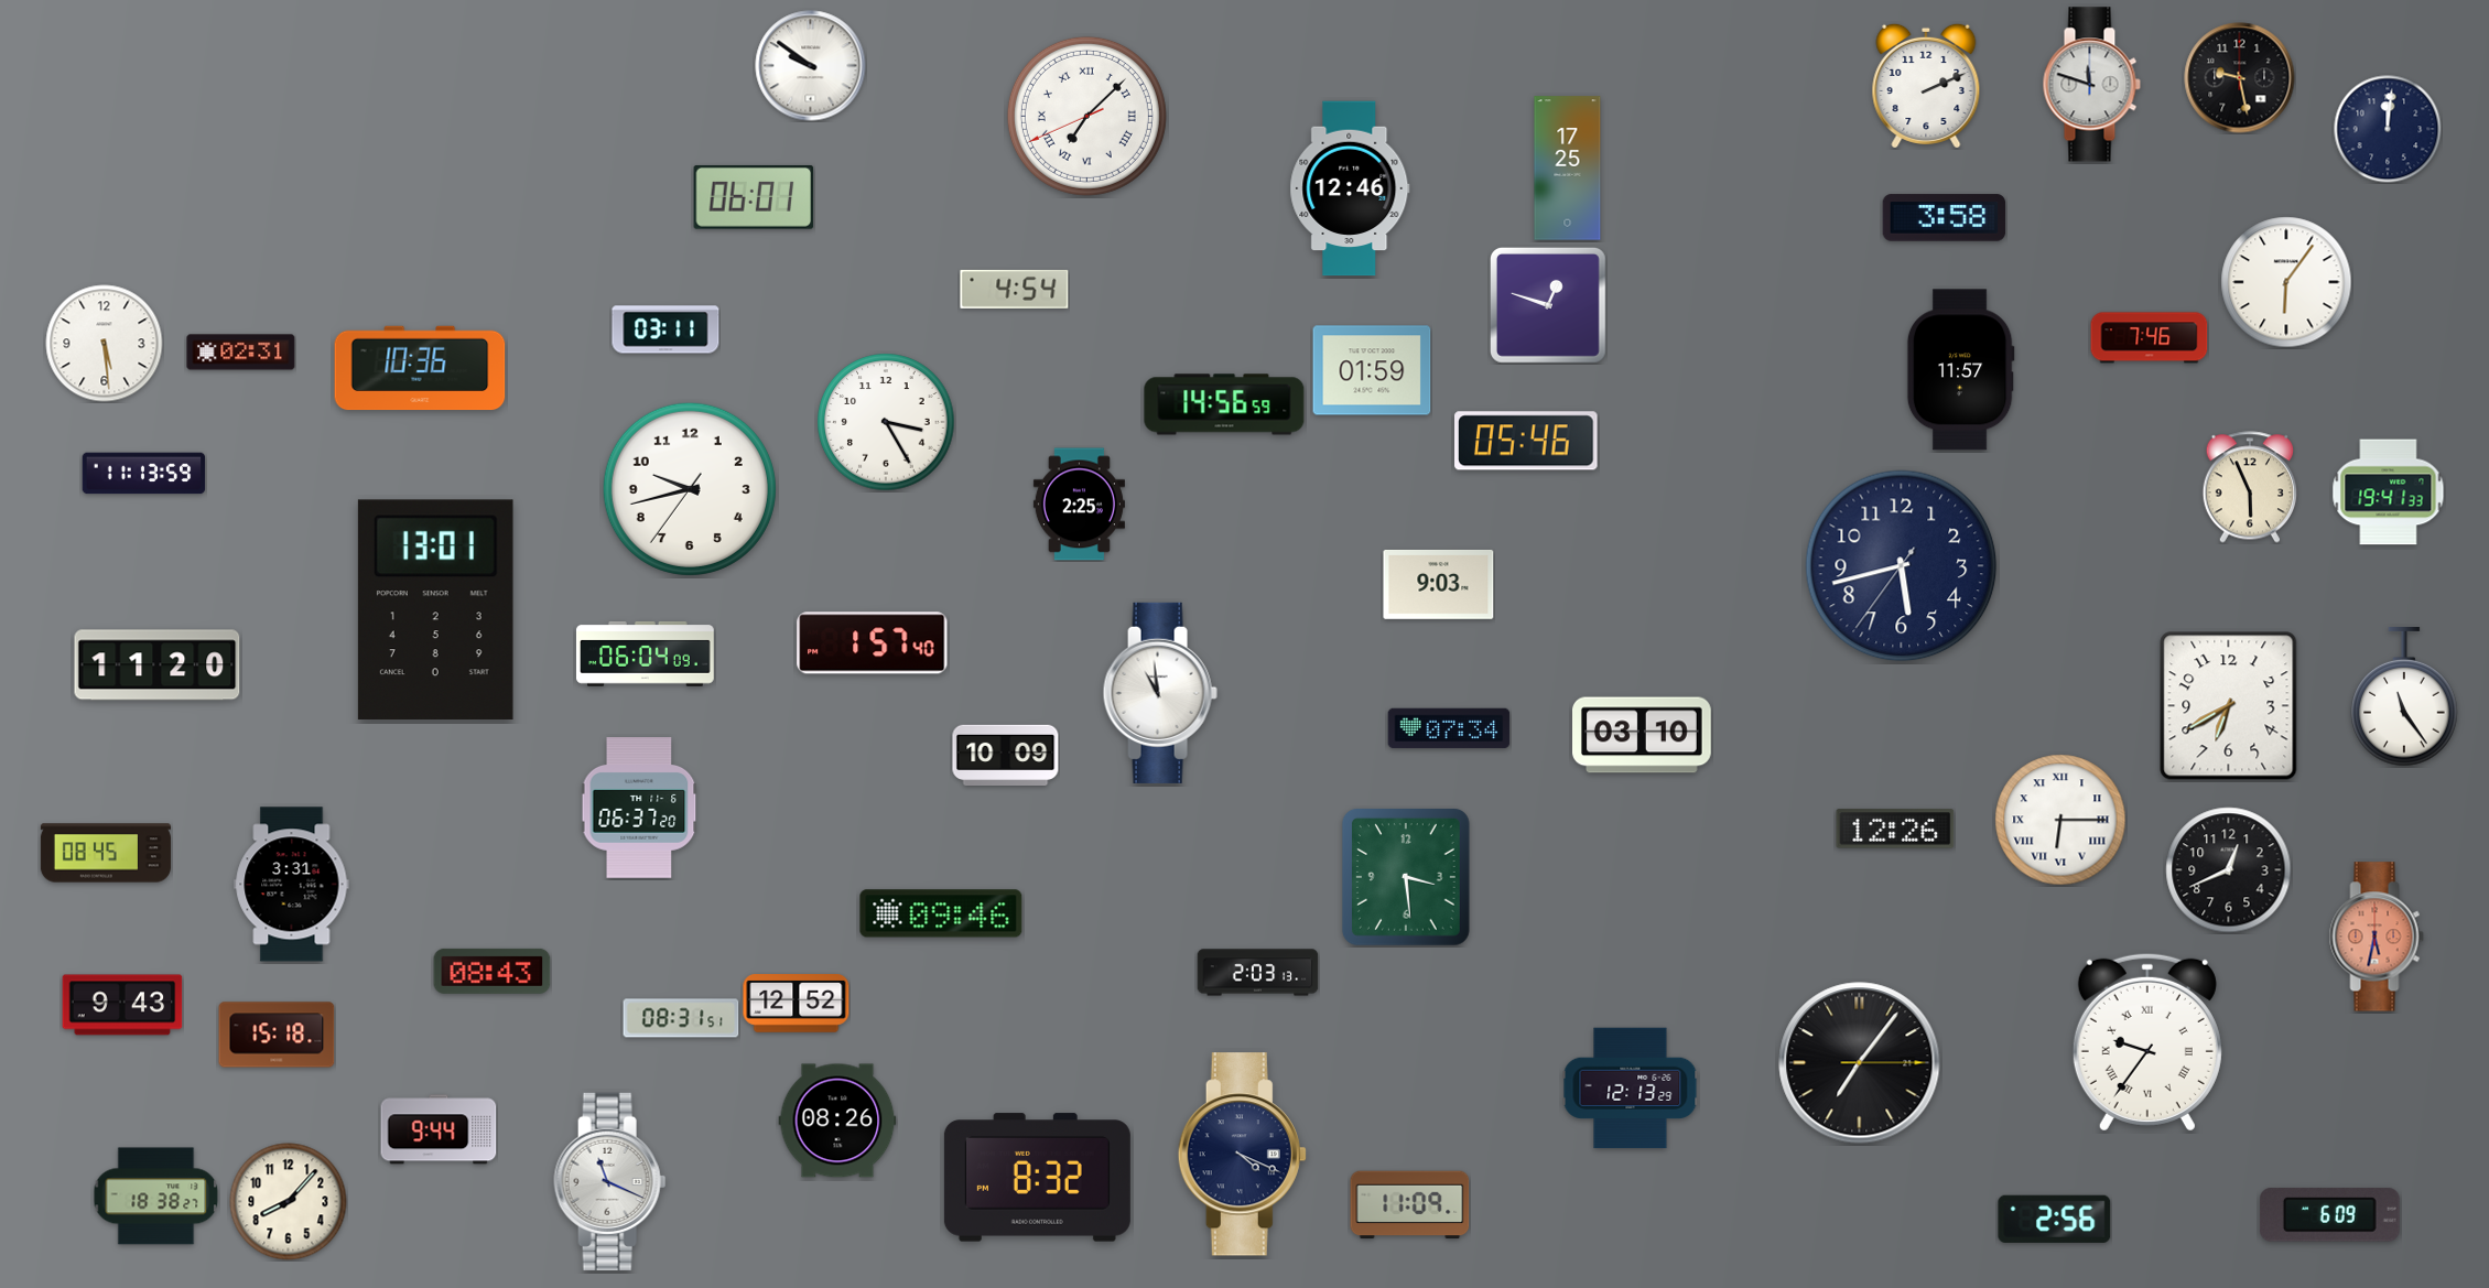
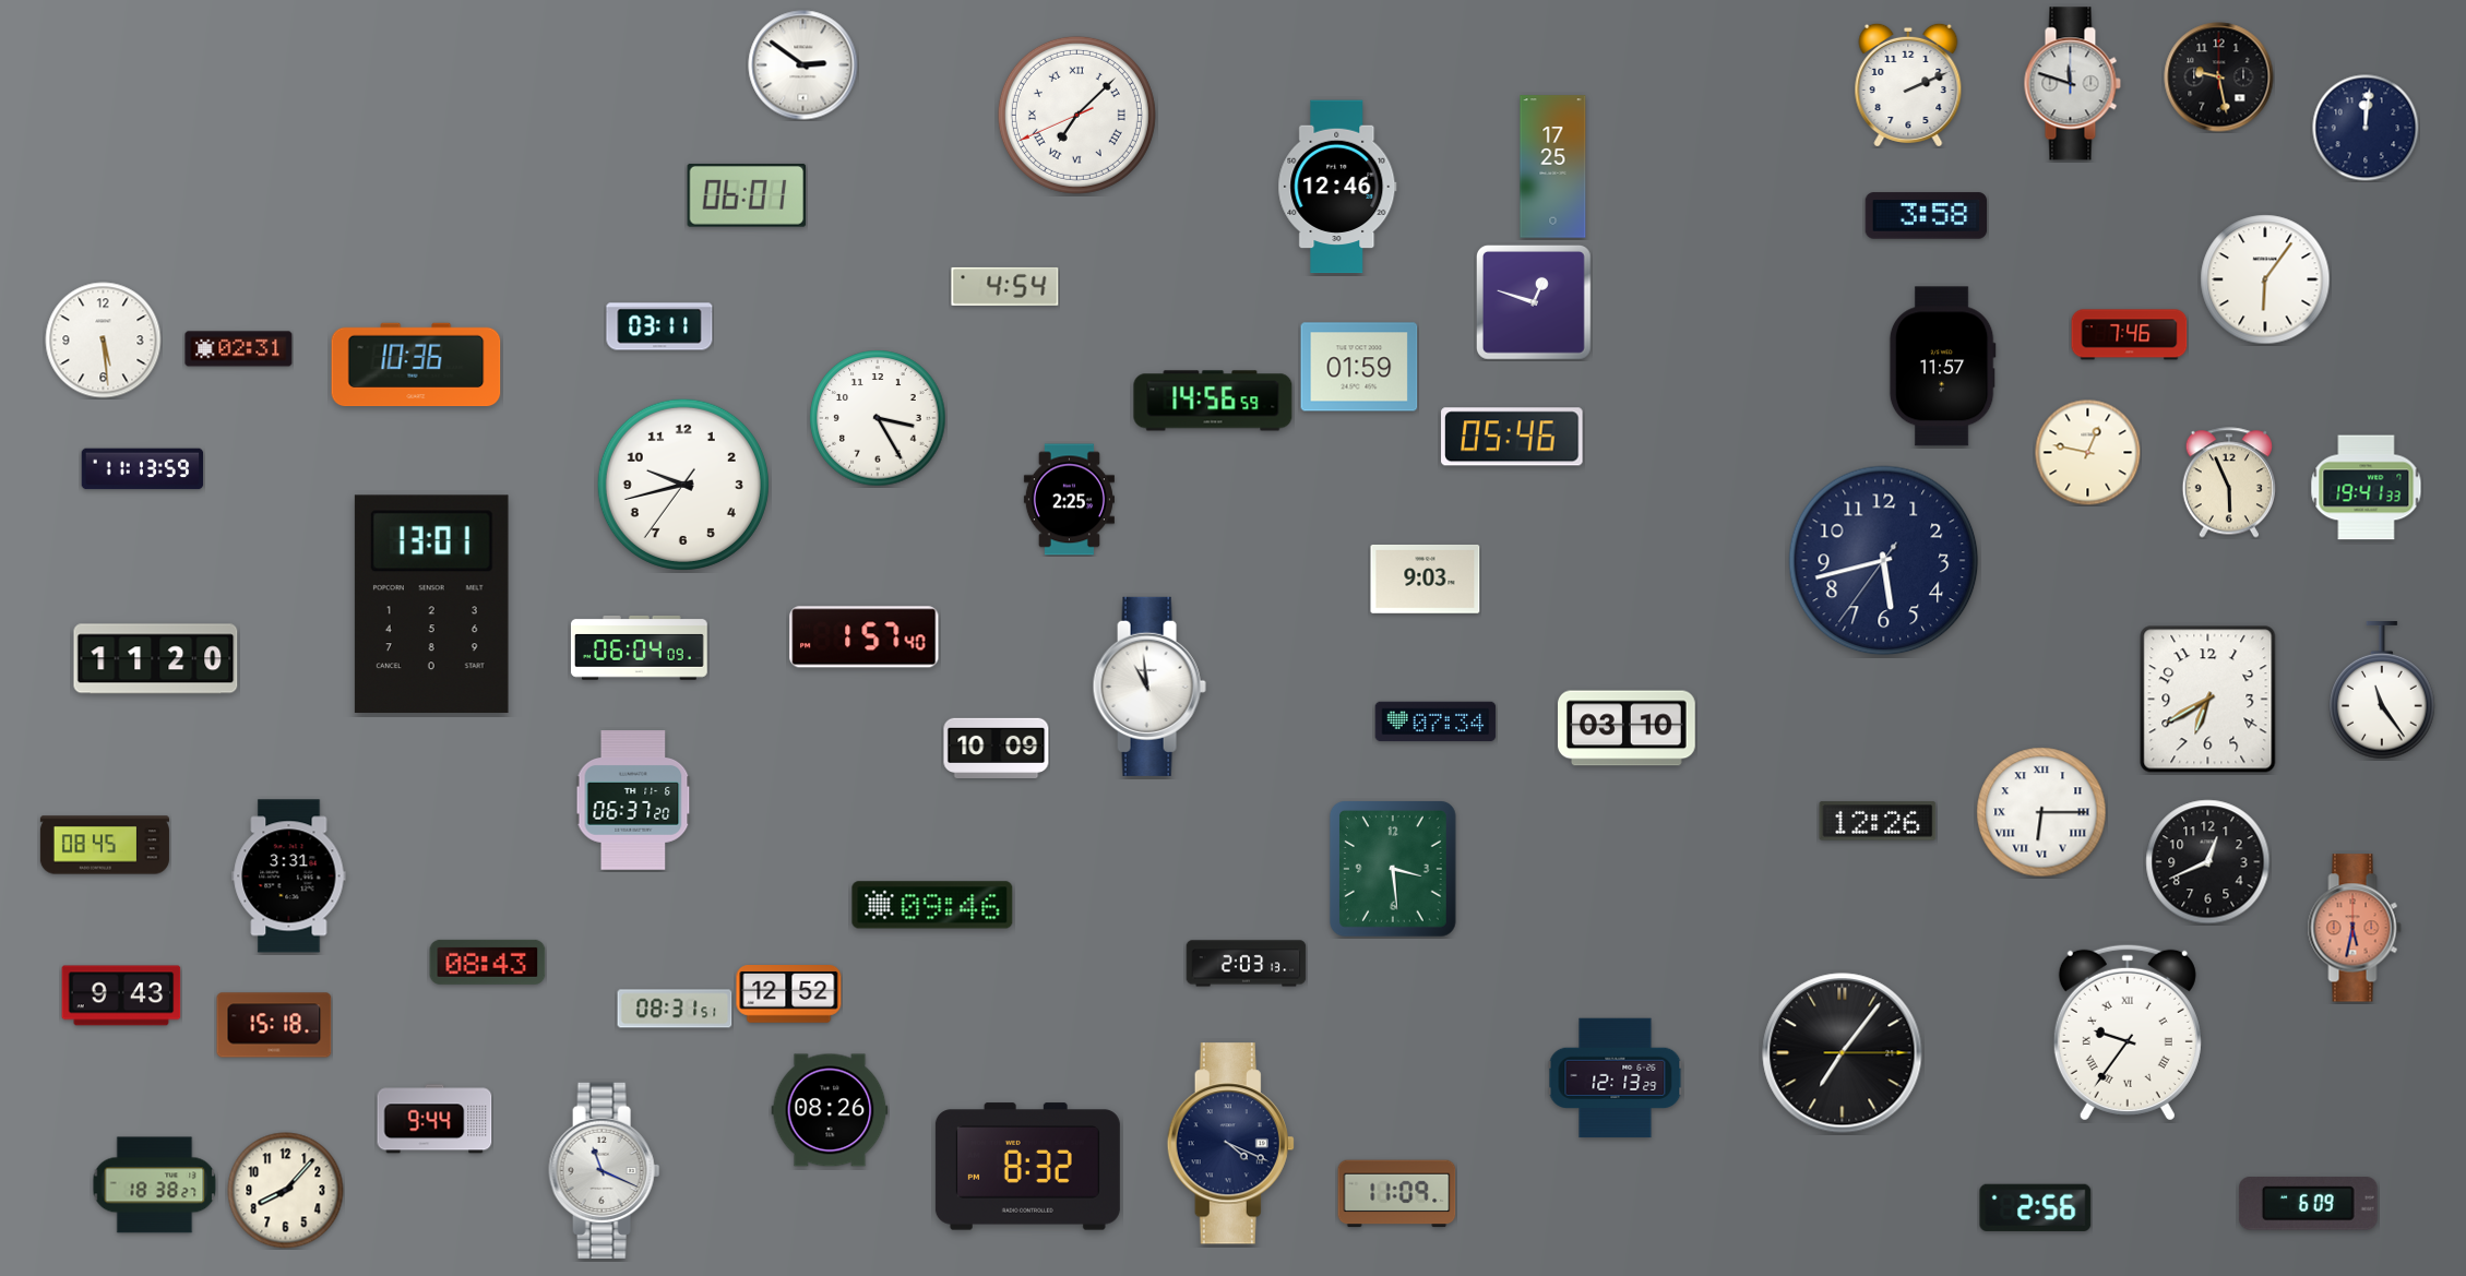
clock at (811, 66): 9:51 -> 2:51
clock at (2087, 452): none -> 12:47
